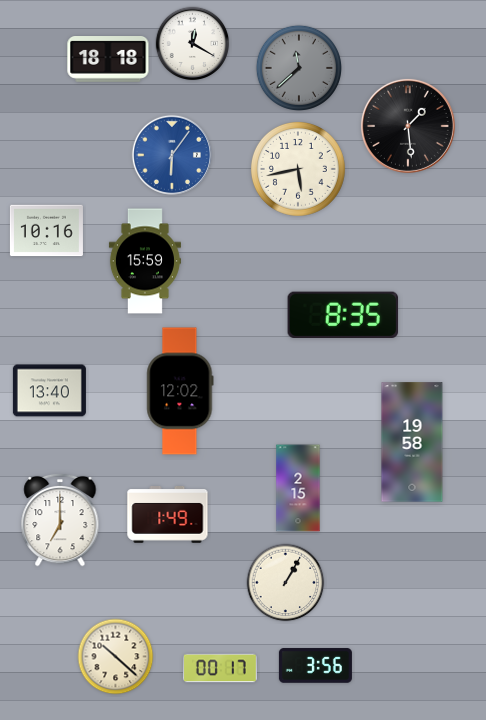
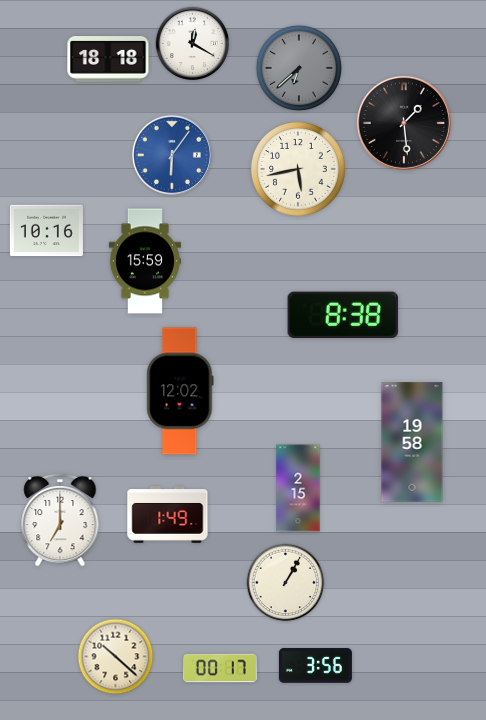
clock at (298, 67): 11:38 -> 6:38
clock at (408, 126) position: (408, 126) -> (404, 123)
clock at (343, 315): 8:35 -> 8:38
clock at (49, 391): 13:40 -> none
